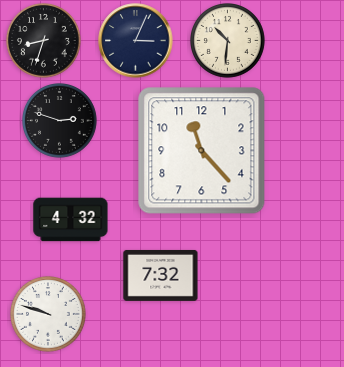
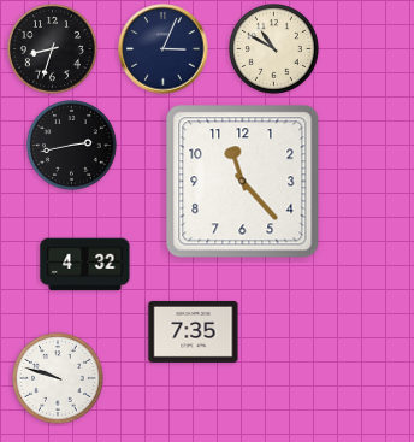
clock at (228, 41): 10:31 -> 10:50
clock at (60, 121): 2:48 -> 2:43
clock at (161, 275): 7:32 -> 7:35
